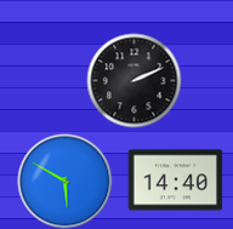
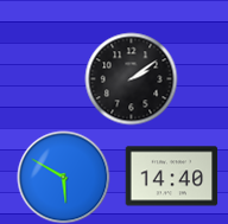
clock at (133, 80): 2:11 -> 2:09
